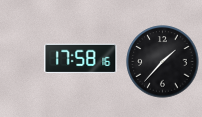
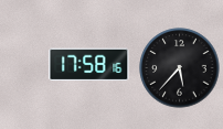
clock at (163, 62): 1:37 -> 5:37
